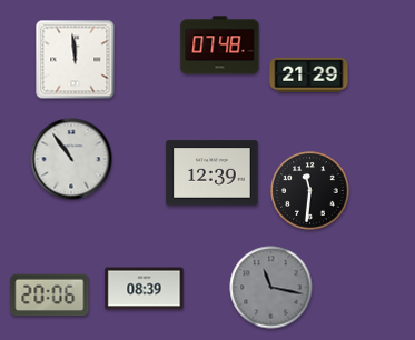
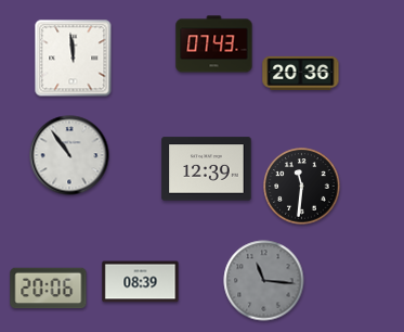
clock at (220, 46): 07:48 -> 07:43
clock at (309, 74): 21:29 -> 20:36
clock at (271, 288): 11:17 -> 11:16
